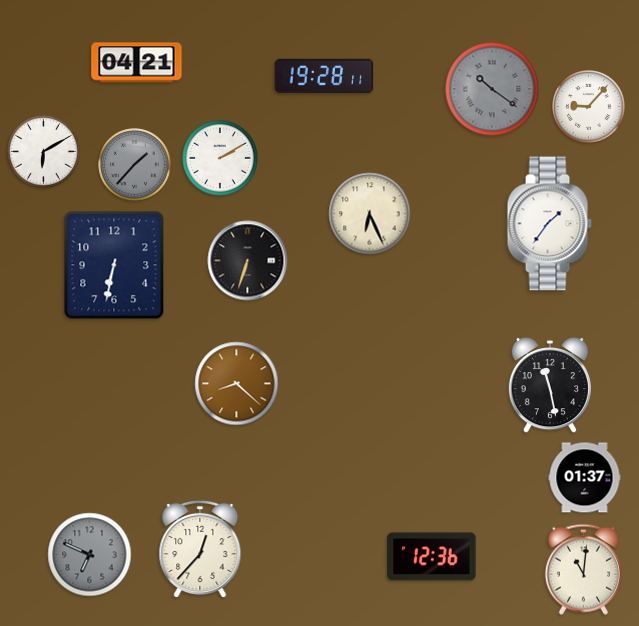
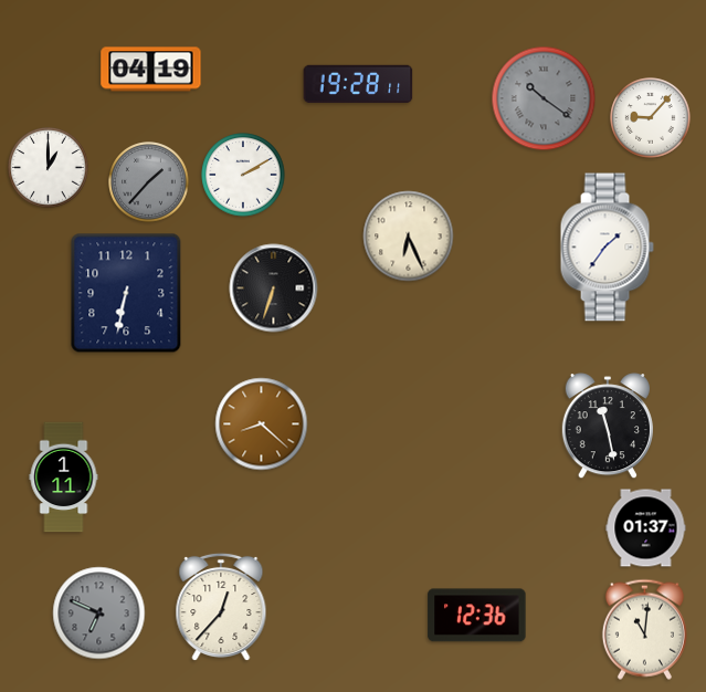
clock at (137, 63): 04:21 -> 04:19
clock at (44, 152): 6:10 -> 1:00
clock at (64, 478): none -> 1:11
